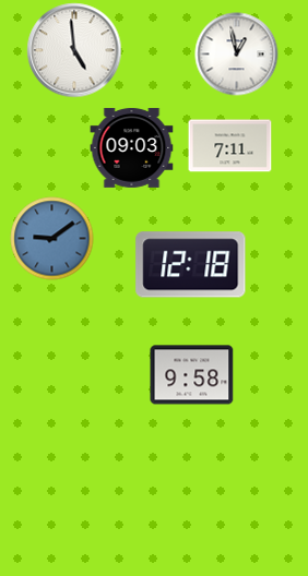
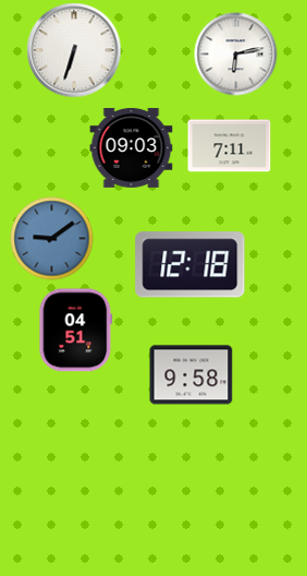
clock at (74, 50): 4:59 -> 6:33
clock at (237, 55): 12:58 -> 6:13
clock at (76, 331): none -> 04:51
